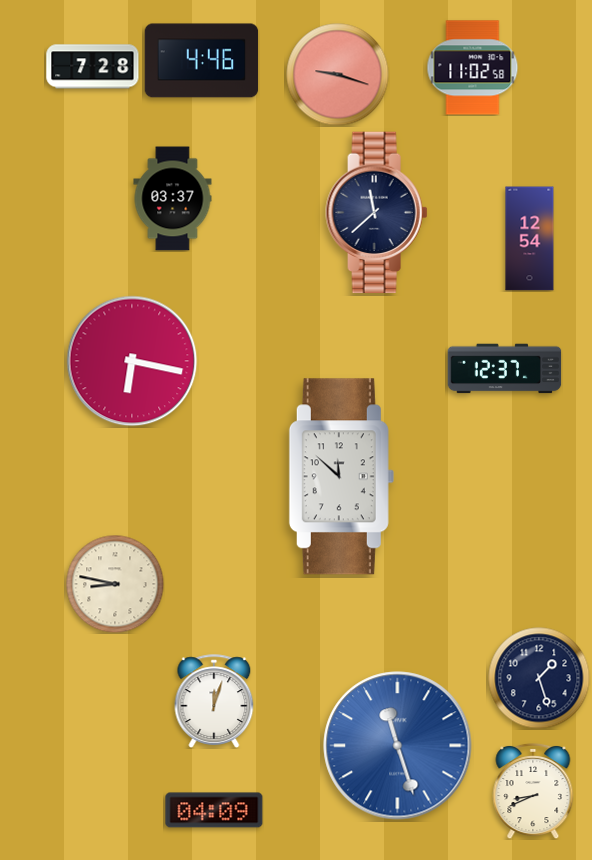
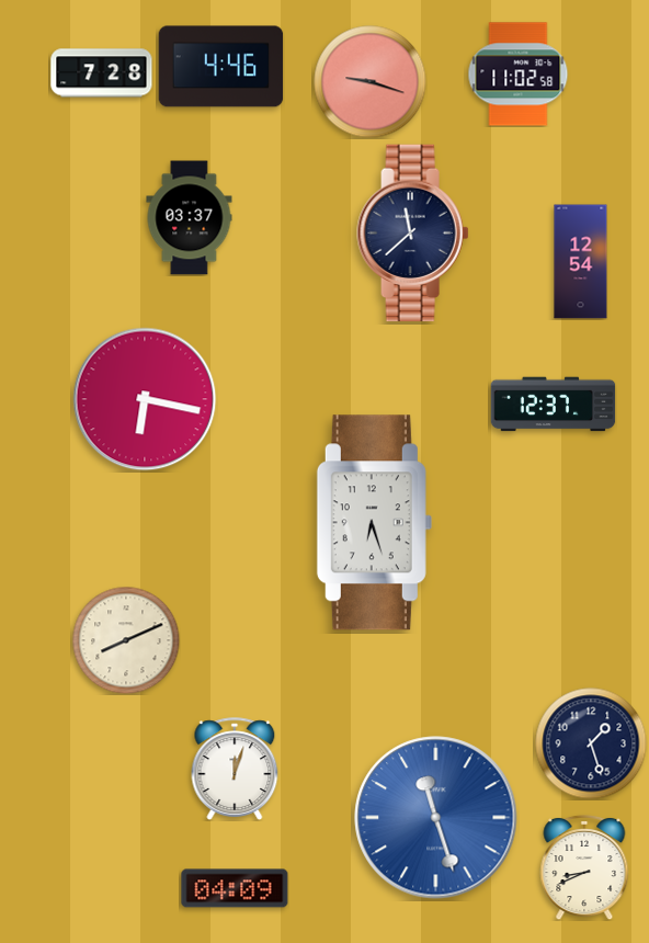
clock at (132, 361) position: (132, 361) -> (145, 399)
clock at (341, 477): 11:52 -> 6:27
clock at (115, 584): 8:47 -> 8:11
